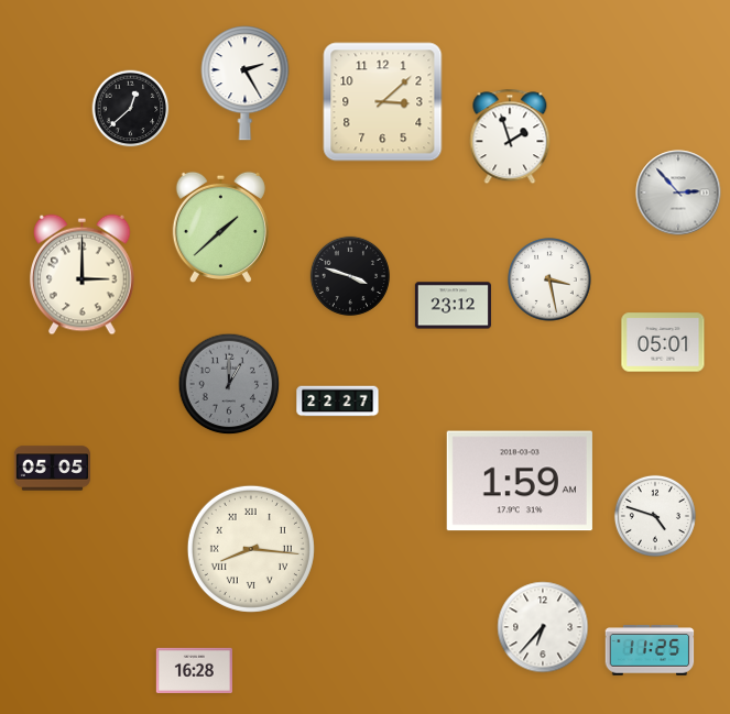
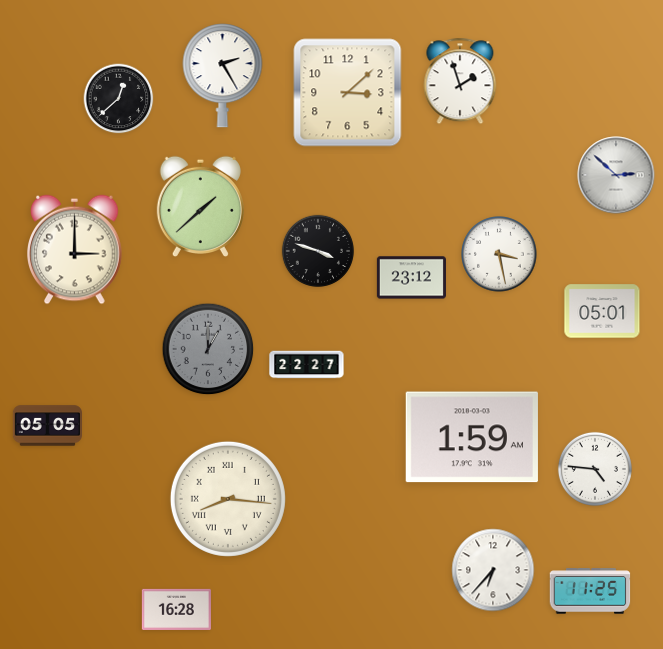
clock at (510, 136) position: (510, 136) -> (460, 81)
clock at (678, 193): 2:53 -> 2:52
clock at (655, 516): 4:48 -> 4:46
